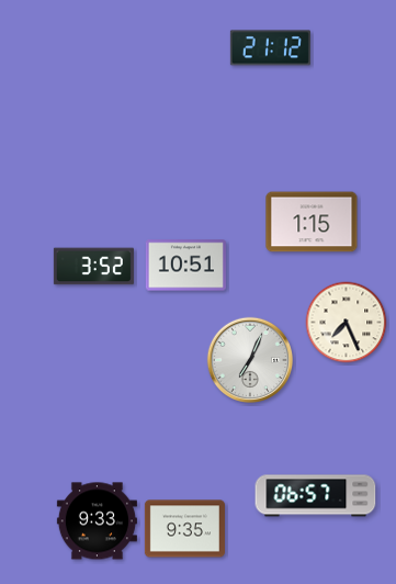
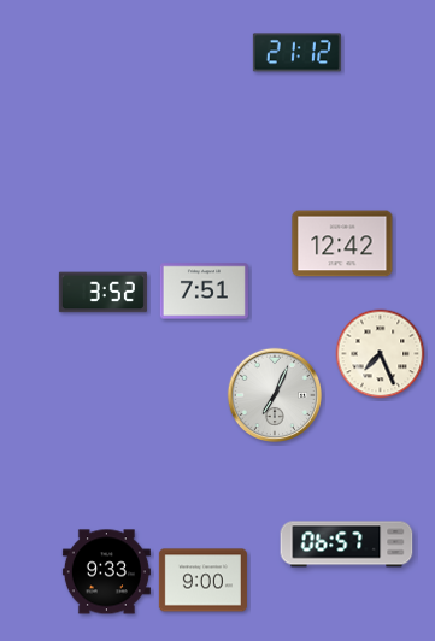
clock at (312, 222): 1:15 -> 12:42
clock at (185, 266): 10:51 -> 7:51
clock at (184, 529): 9:35 -> 9:00
